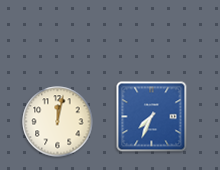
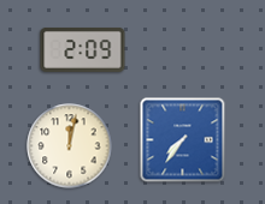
clock at (83, 49): none -> 2:09
clock at (152, 117): 7:34 -> 7:36
